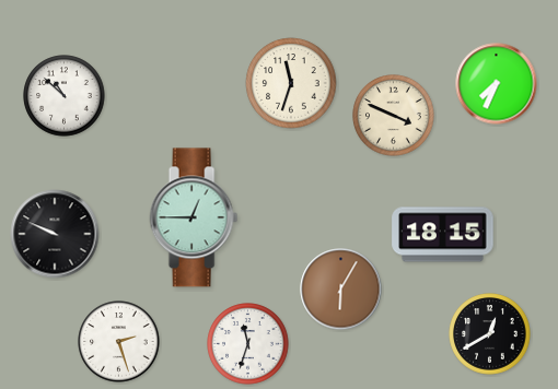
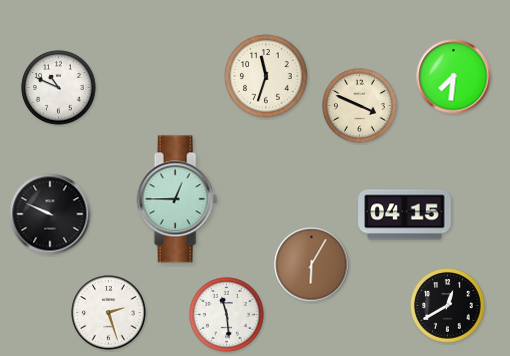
clock at (497, 84): 7:34 -> 7:31
clock at (65, 96): 10:52 -> 10:49
clock at (443, 235): 18:15 -> 04:15
clock at (248, 344): 11:33 -> 11:29
